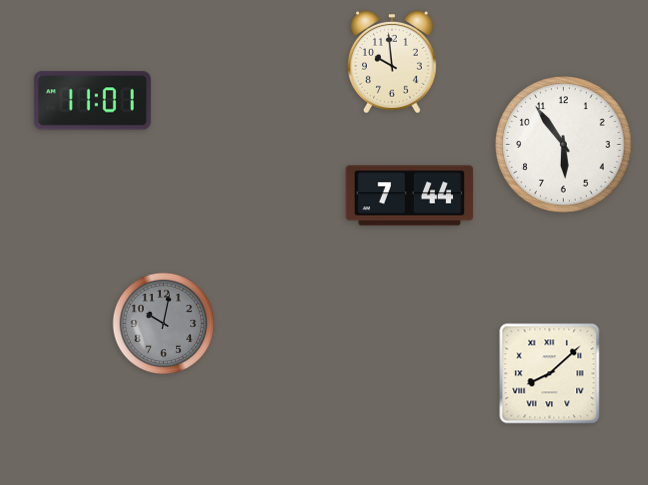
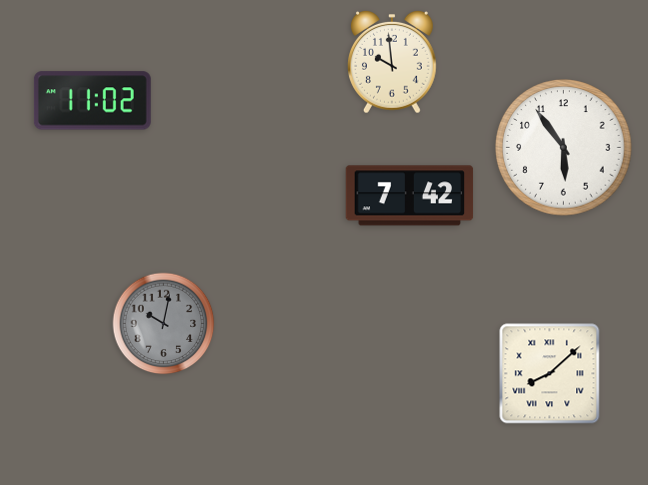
clock at (92, 101): 11:01 -> 11:02
clock at (564, 145) position: (564, 145) -> (564, 148)
clock at (410, 196): 7:44 -> 7:42
